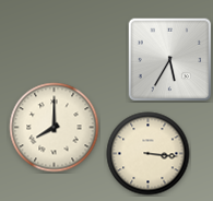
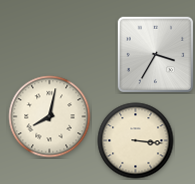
clock at (169, 59): 5:35 -> 3:35
clock at (55, 128): 8:00 -> 8:02
